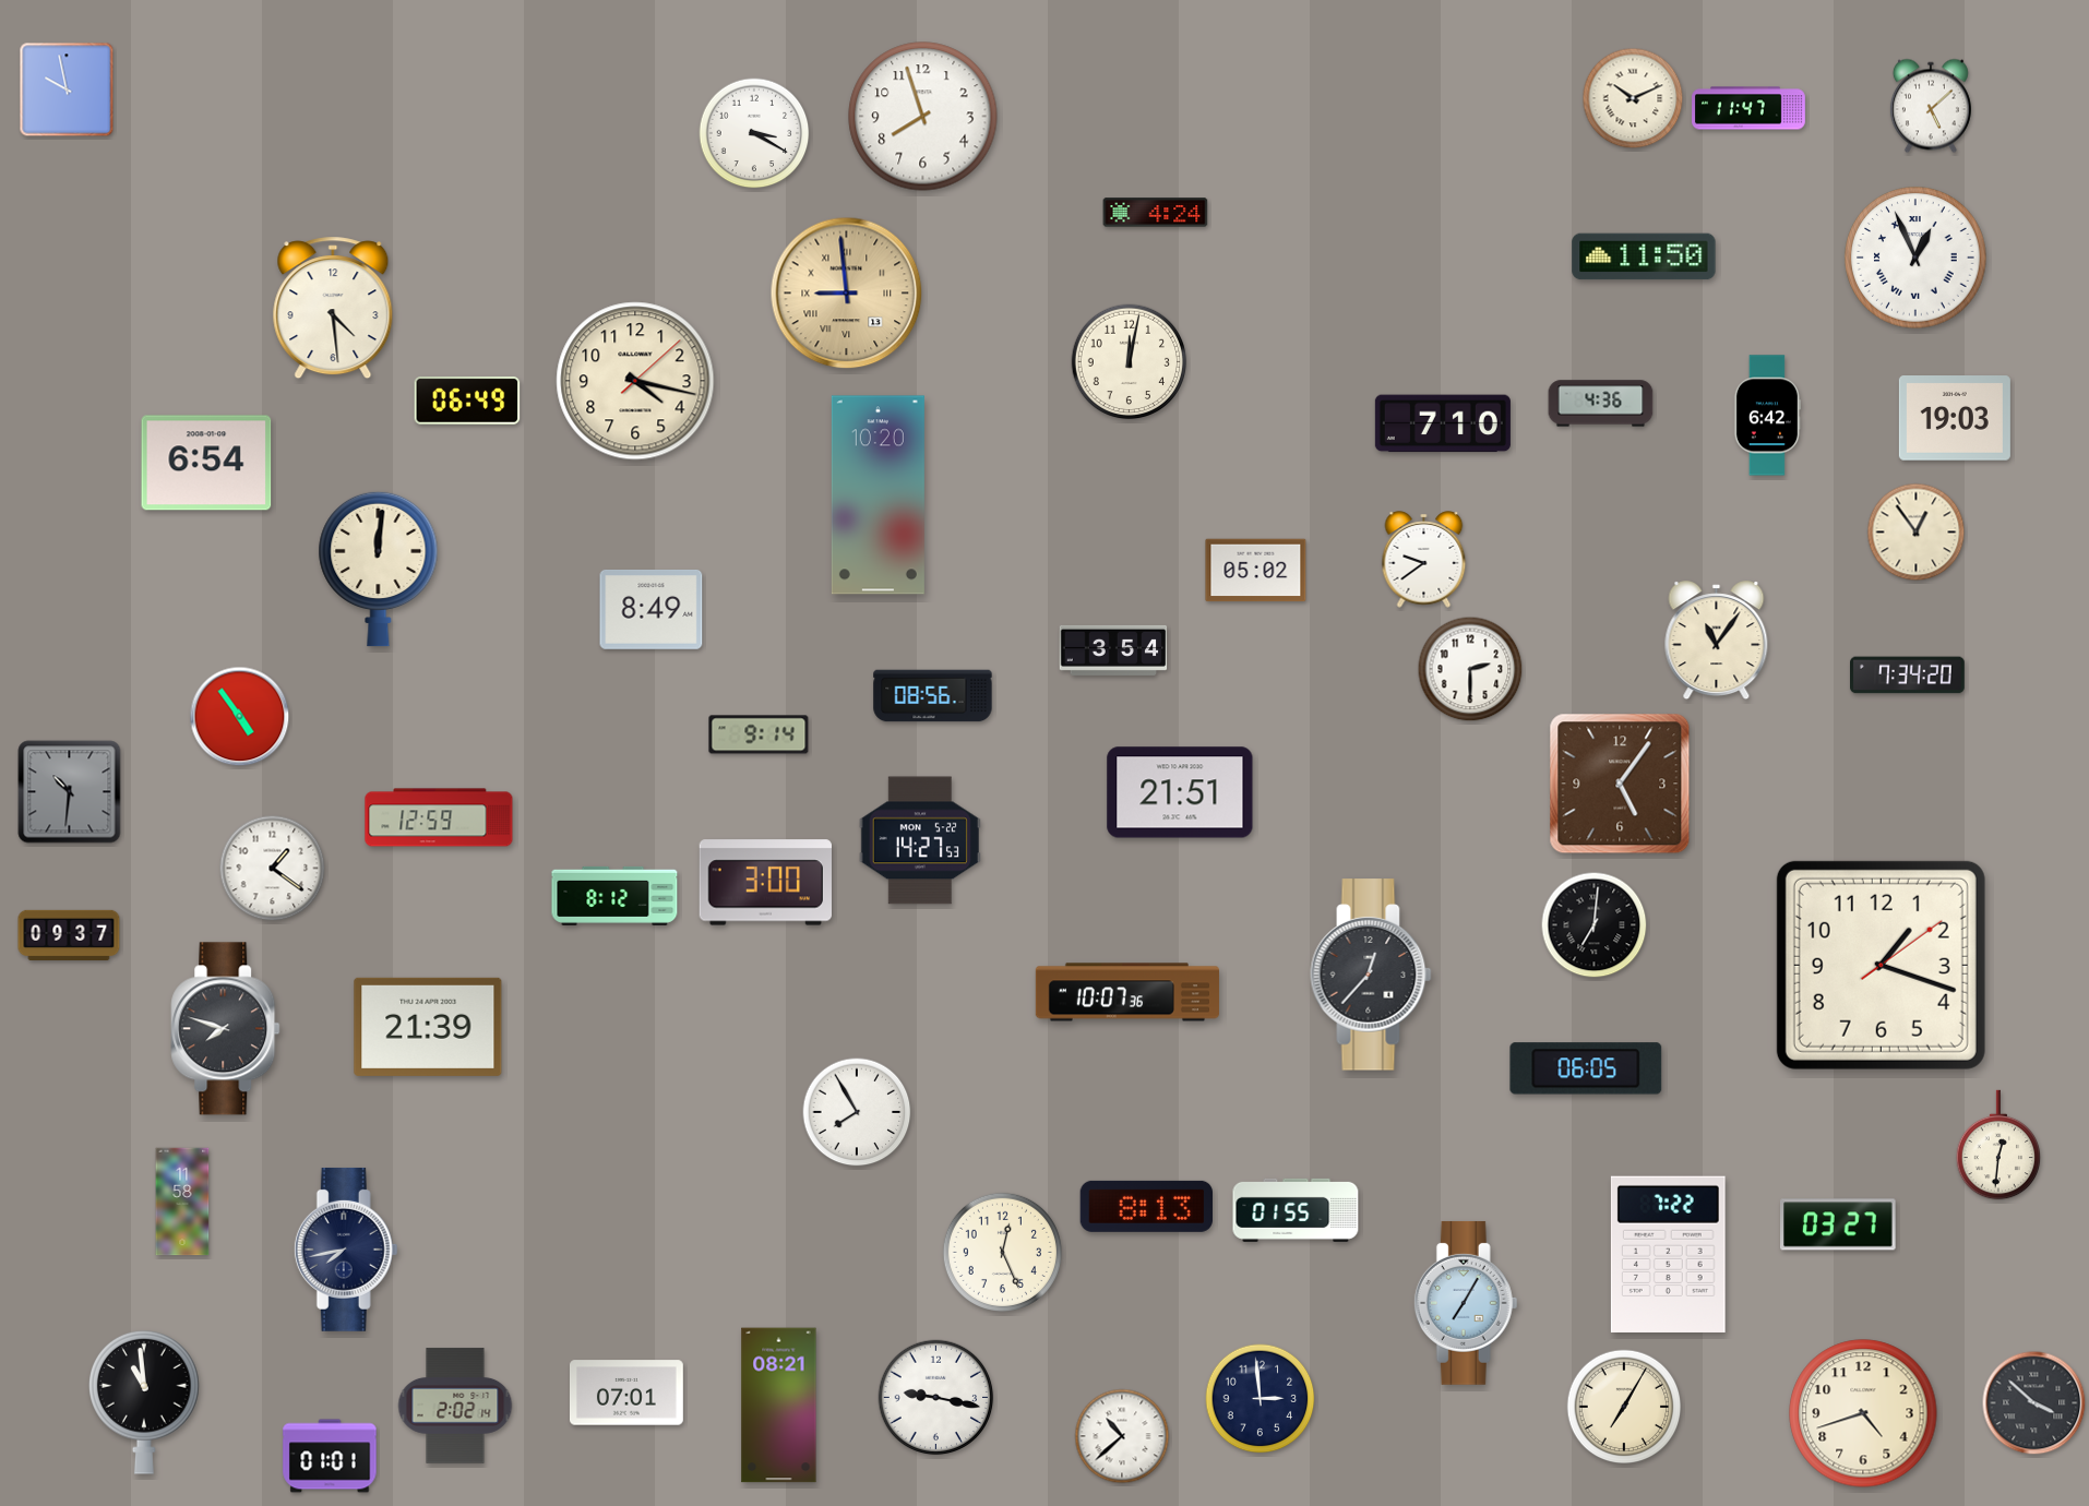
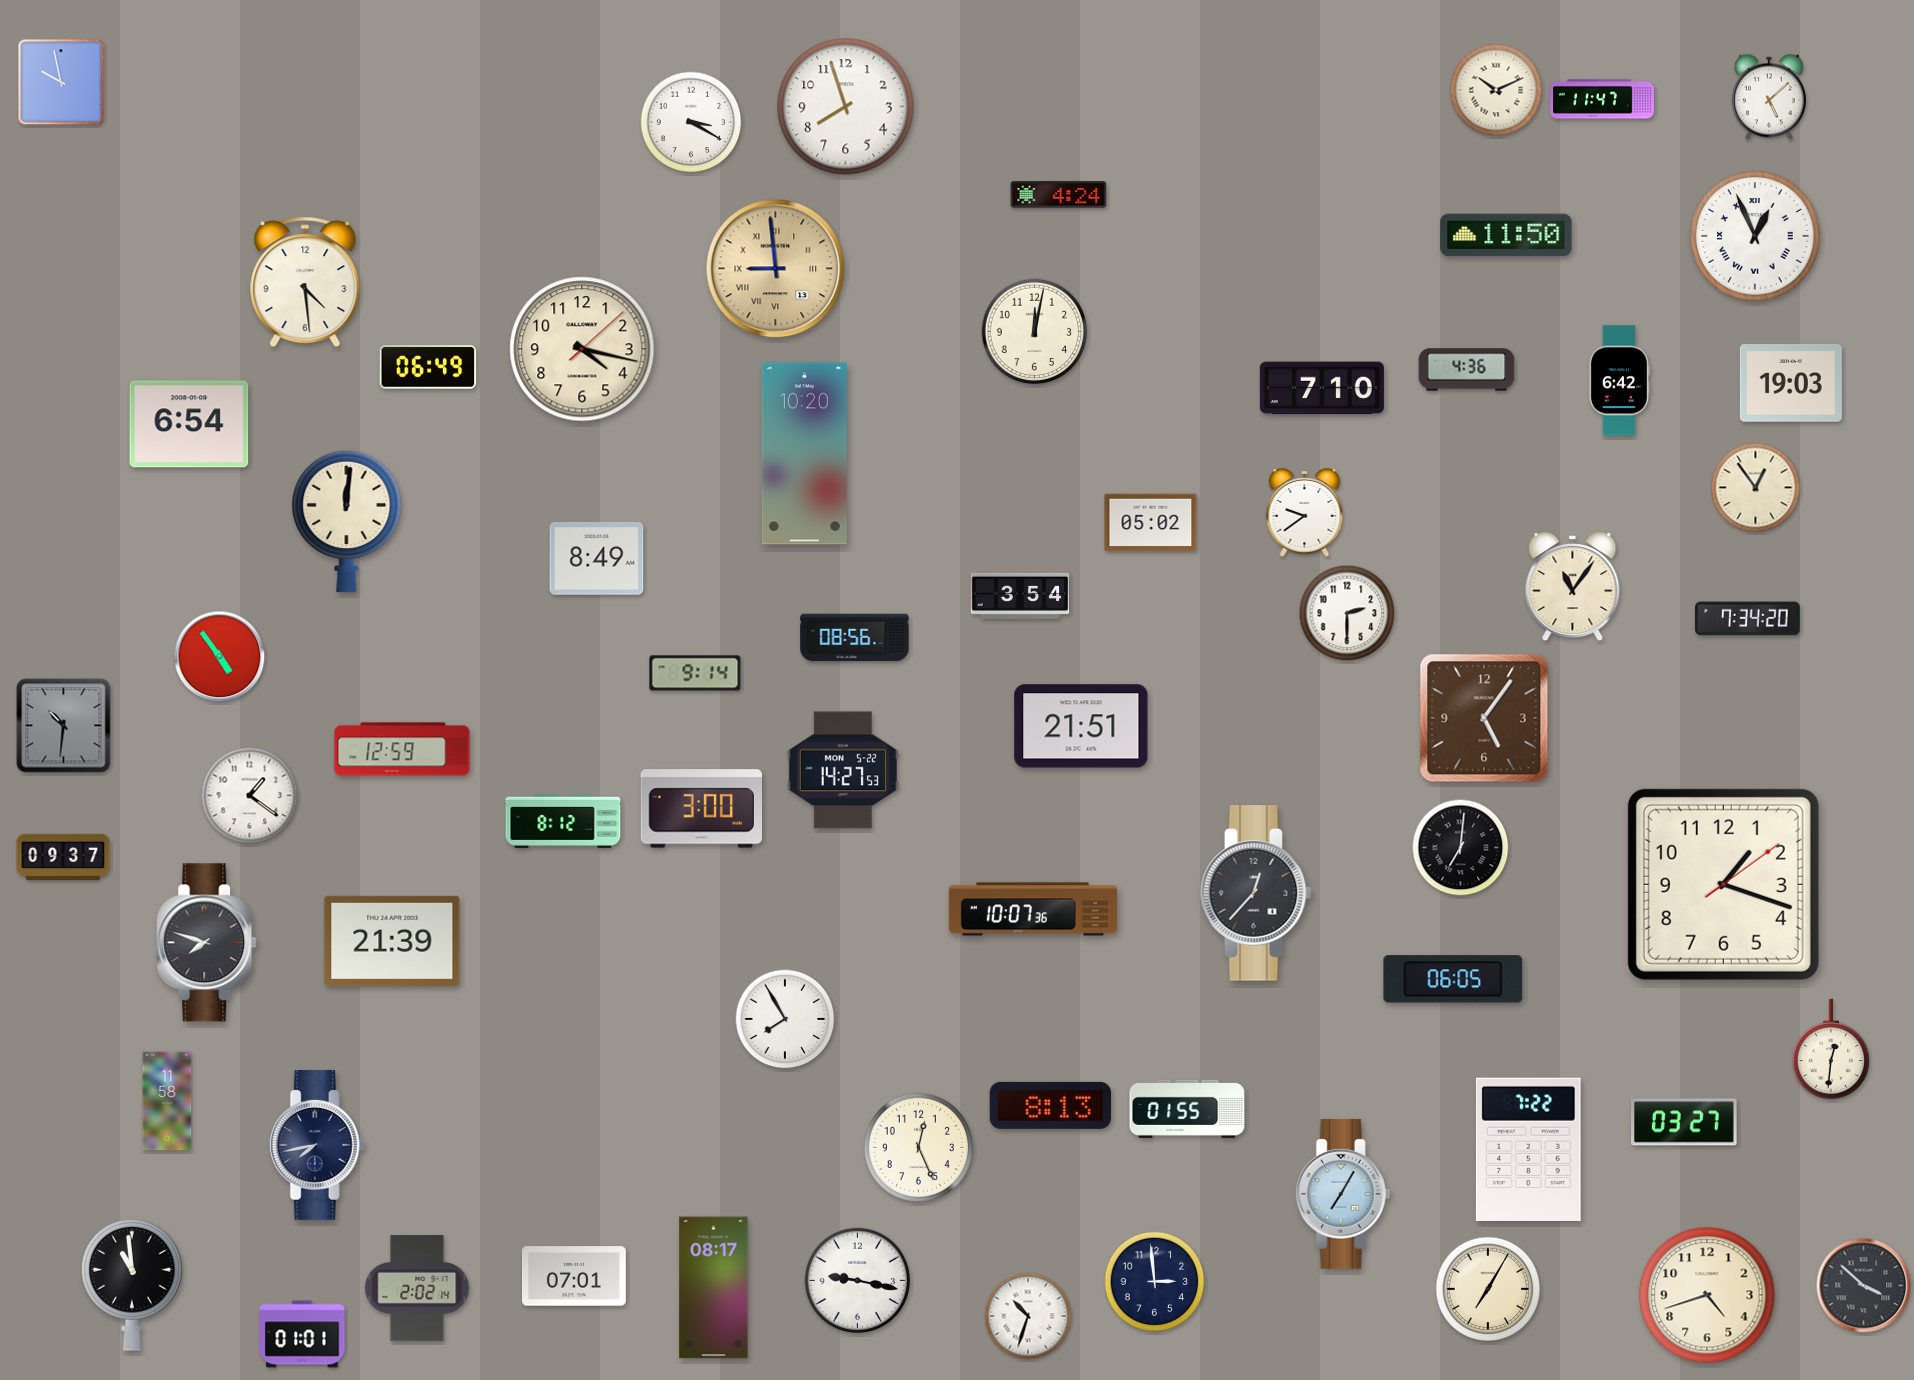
clock at (779, 1406): 08:21 -> 08:17
clock at (1122, 1436): 10:38 -> 10:33
